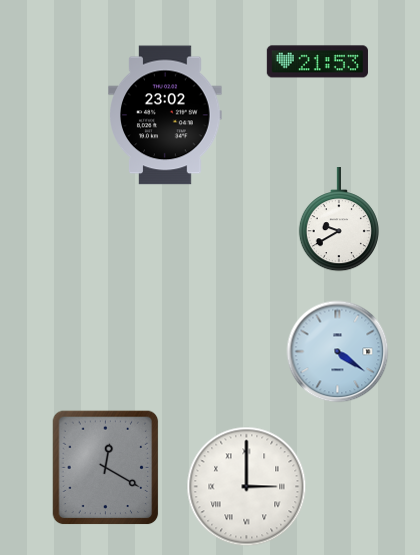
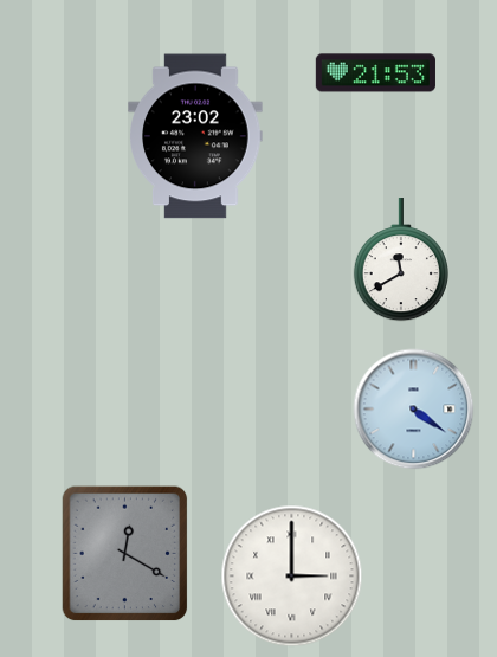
clock at (339, 220): 9:40 -> 11:40
clock at (338, 352) position: (338, 352) -> (414, 410)
